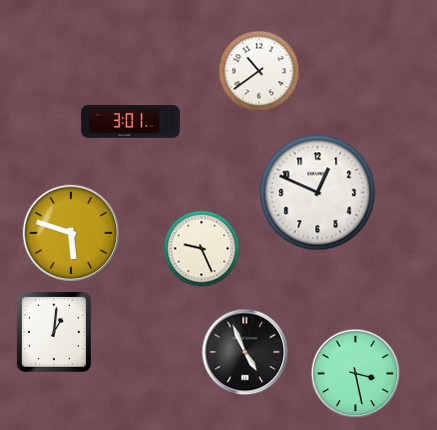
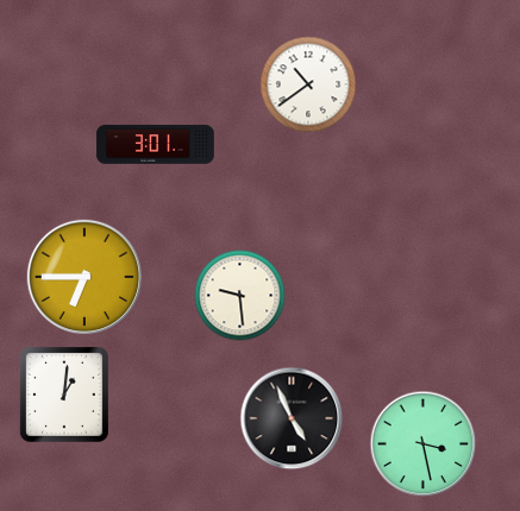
clock at (318, 193): 12:49 -> none
clock at (70, 232): 5:48 -> 6:45
clock at (202, 249): 9:26 -> 9:29
